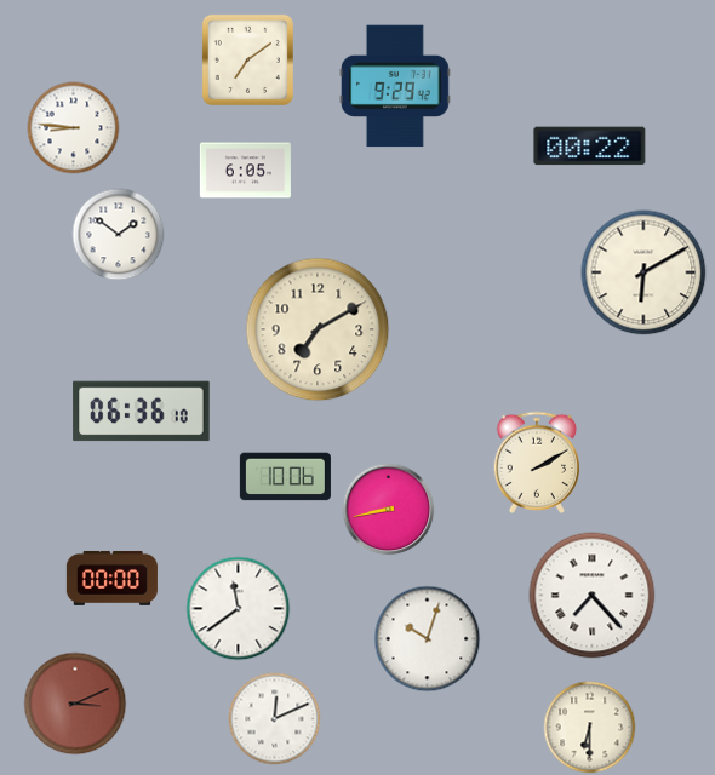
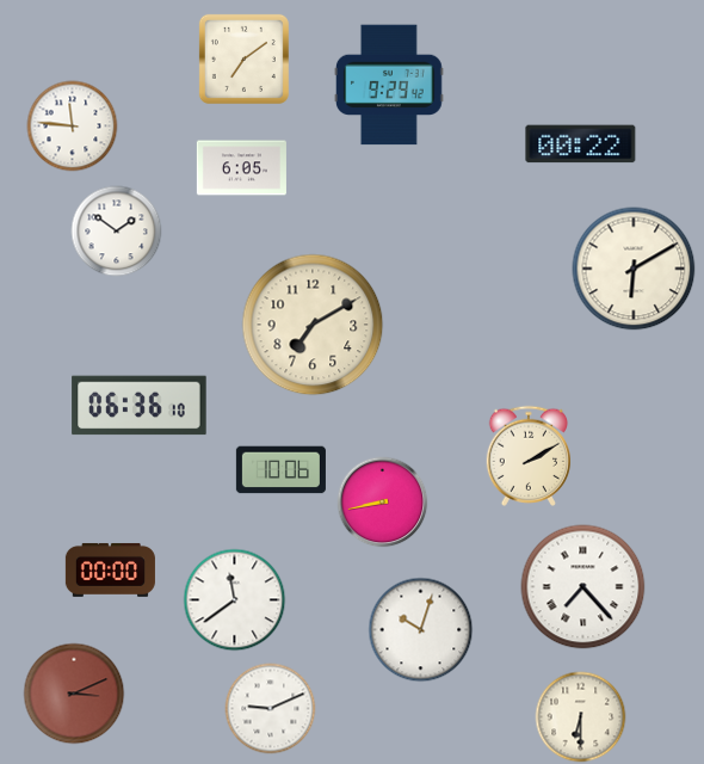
clock at (74, 128): 8:46 -> 11:46
clock at (275, 719): 12:11 -> 9:11
